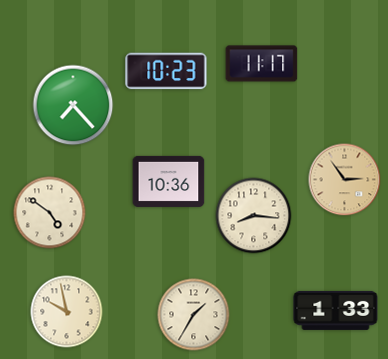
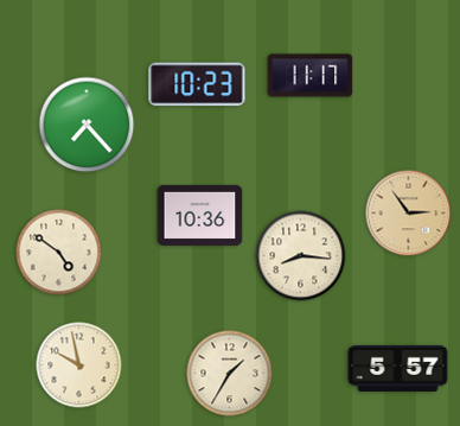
clock at (336, 310): 1:33 -> 5:57
clock at (67, 312) position: (67, 312) -> (79, 365)
